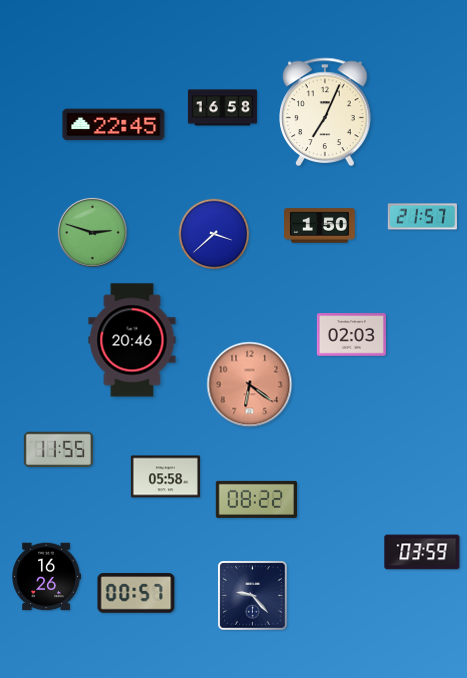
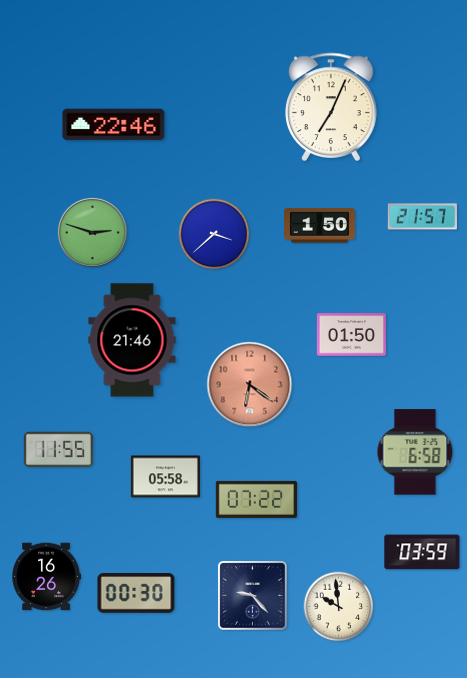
clock at (222, 108): 16:58 -> none
clock at (325, 111) position: (325, 111) -> (331, 106)
clock at (114, 125): 22:45 -> 22:46
clock at (351, 335): 02:03 -> 01:50
clock at (132, 340): 20:46 -> 21:46
clock at (415, 452): none -> 6:58
clock at (257, 499): 08:22 -> 07:22
clock at (136, 593): 00:57 -> 00:30
clock at (339, 607): none -> 9:59
